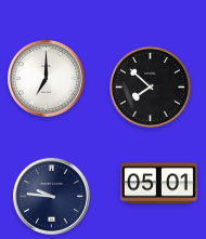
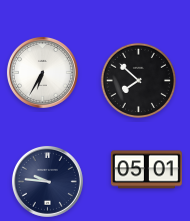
clock at (46, 78): 7:00 -> 6:35
